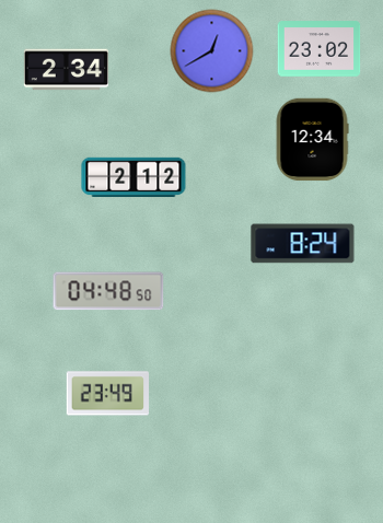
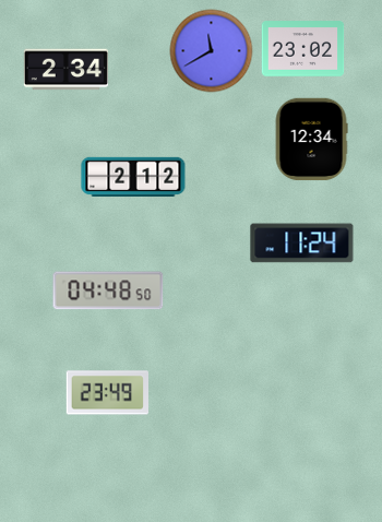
clock at (320, 49) position: (320, 49) -> (303, 49)
clock at (212, 51): 12:40 -> 11:40
clock at (303, 244): 8:24 -> 11:24
